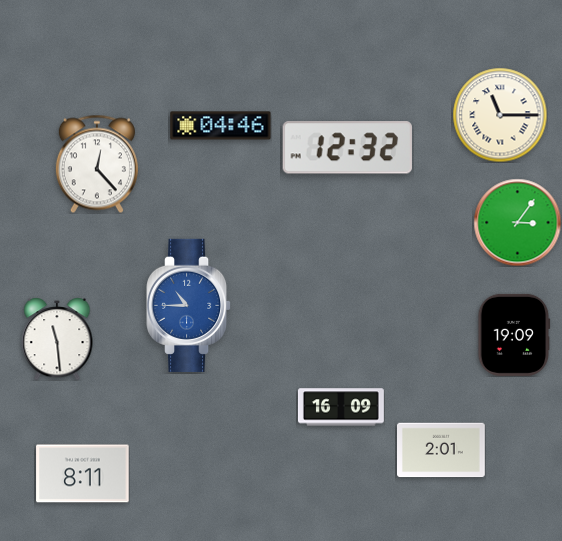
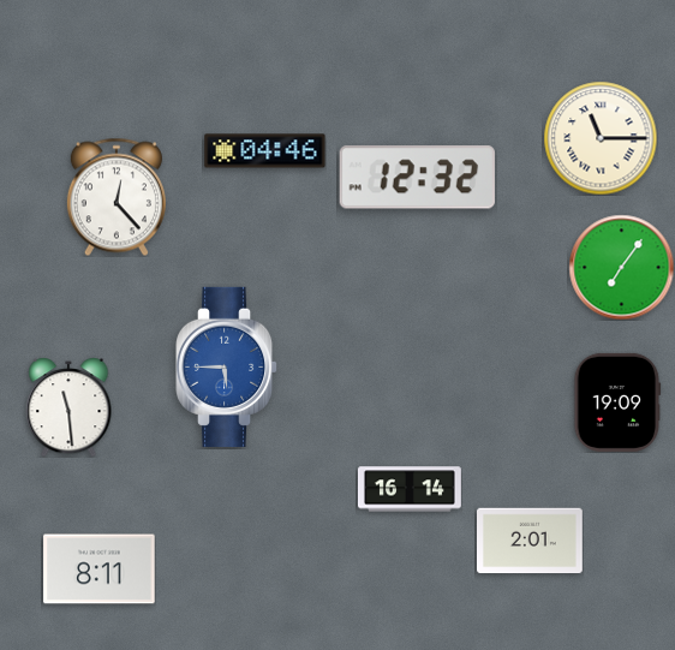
clock at (517, 222): 3:06 -> 7:06
clock at (190, 305): 10:45 -> 5:45
clock at (341, 407): 16:09 -> 16:14
